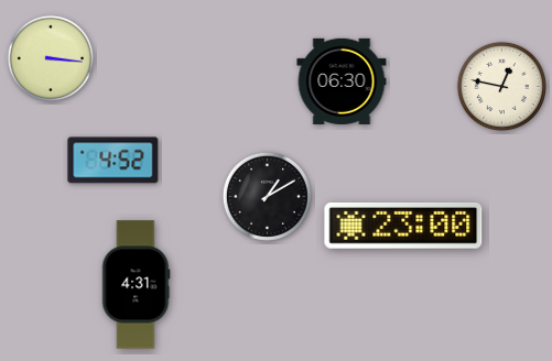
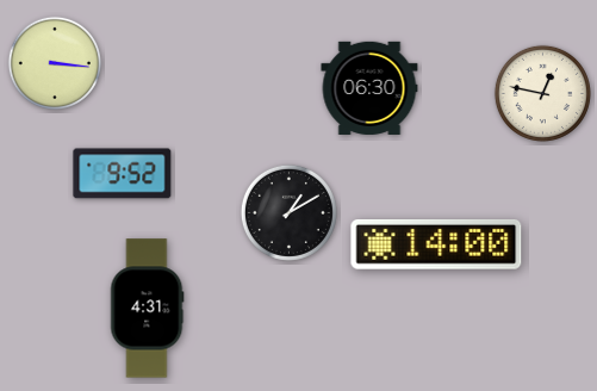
clock at (113, 161): 4:52 -> 9:52
clock at (403, 227): 23:00 -> 14:00
